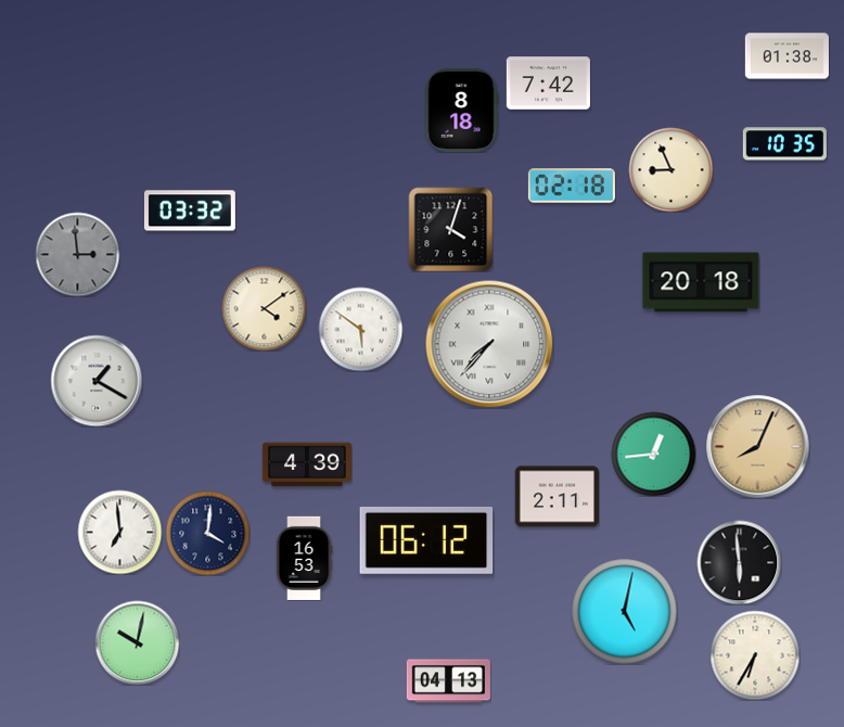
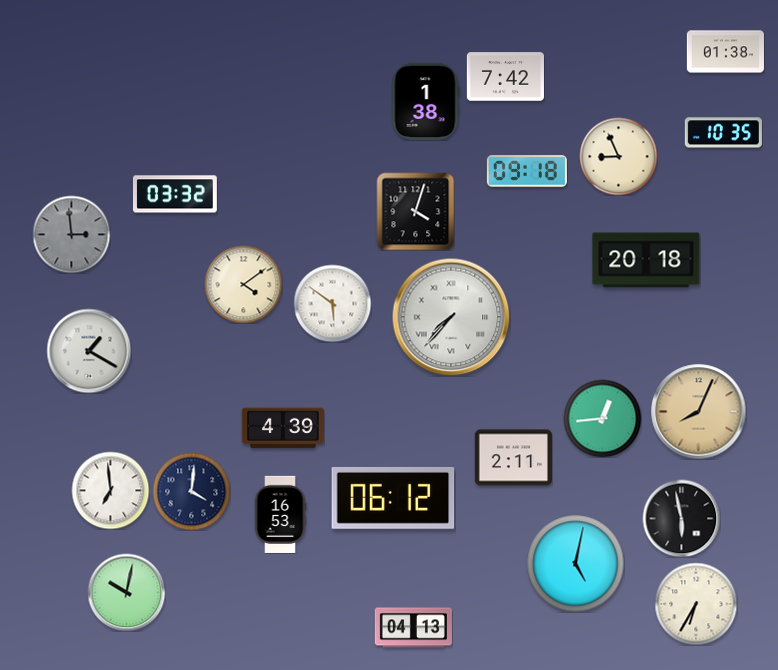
clock at (461, 110): 8:18 -> 1:38
clock at (572, 186): 02:18 -> 09:18
clock at (739, 562): 5:59 -> 5:58
